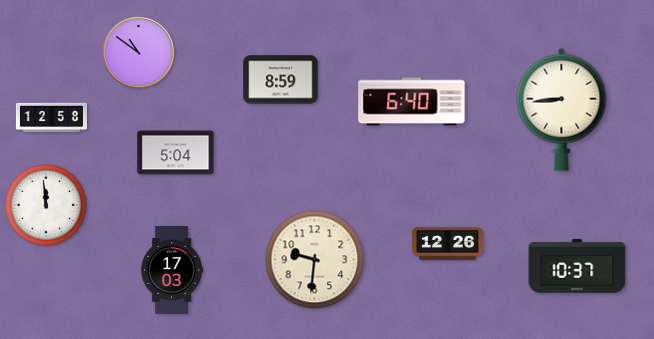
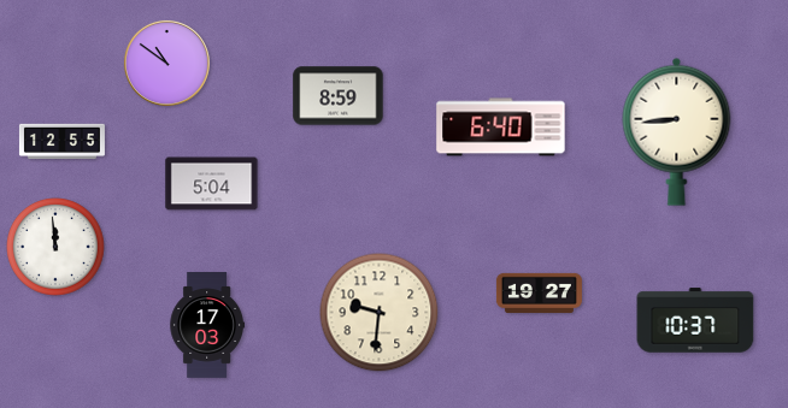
clock at (412, 102) position: (412, 102) -> (501, 128)
clock at (51, 118): 12:58 -> 12:55
clock at (447, 243): 12:26 -> 19:27
